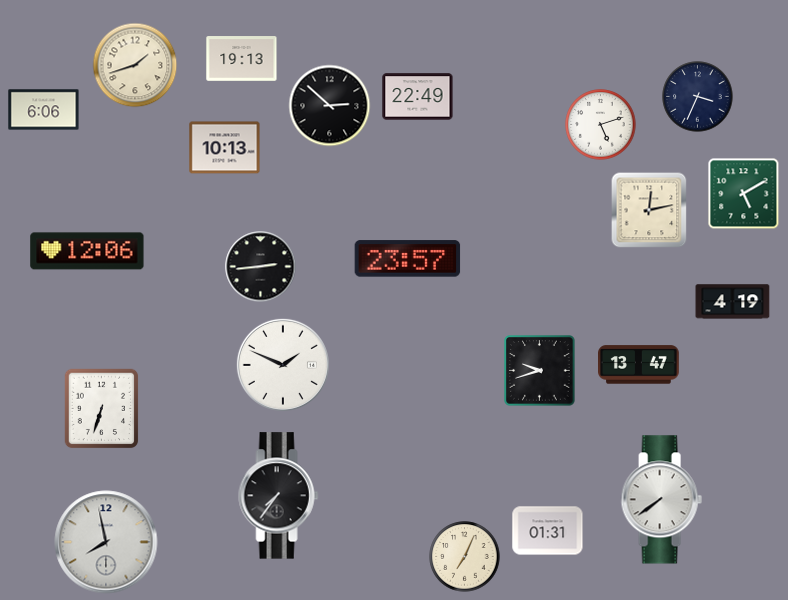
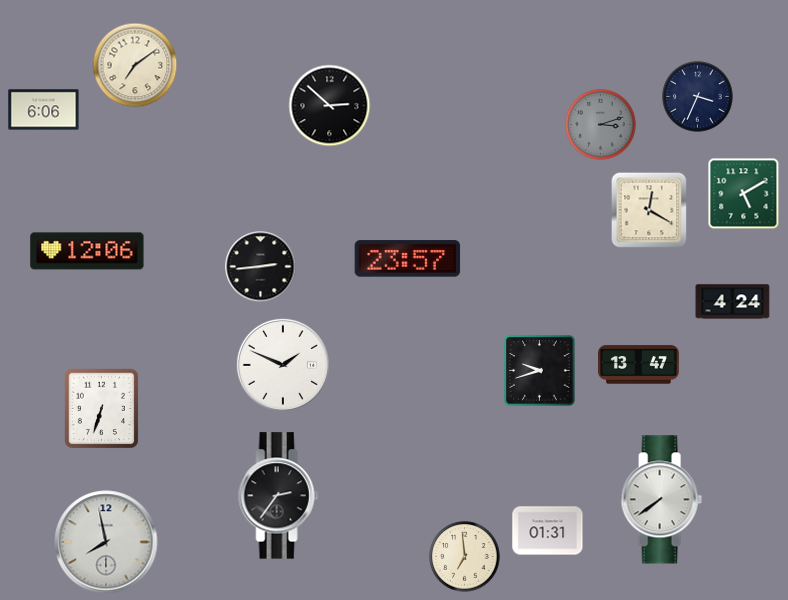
clock at (242, 59): 19:13 -> none
clock at (135, 65): 1:42 -> 7:09
clock at (418, 97): 22:49 -> none
clock at (601, 125): 5:12 -> 3:12
clock at (601, 125) dial: white -> grey
clock at (225, 148): 10:13 -> none
clock at (649, 210): 12:13 -> 12:20
clock at (733, 302): 4:19 -> 4:24
clock at (279, 496): 7:36 -> 2:36
clock at (465, 557): 7:04 -> 6:59
